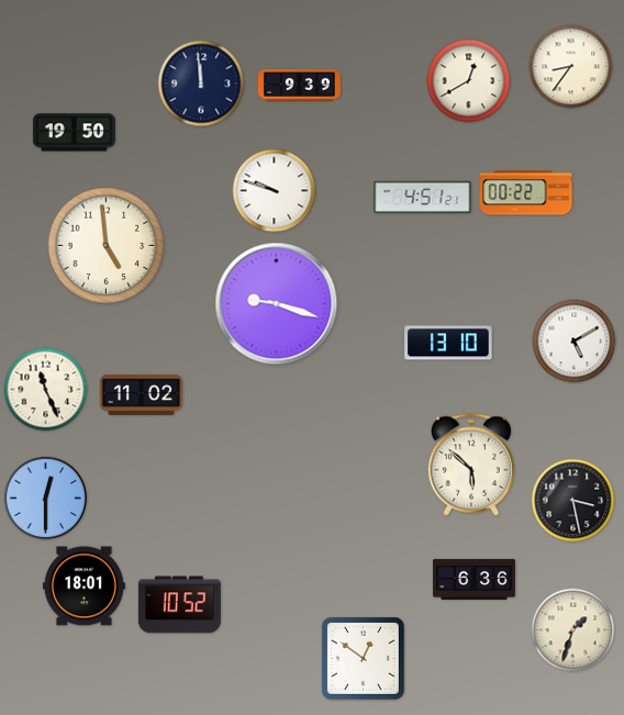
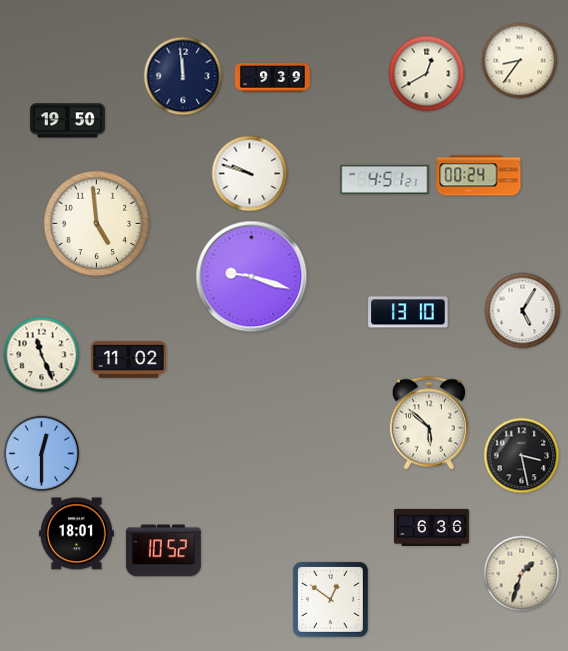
clock at (526, 193): 00:22 -> 00:24
clock at (575, 342): 5:10 -> 5:05
